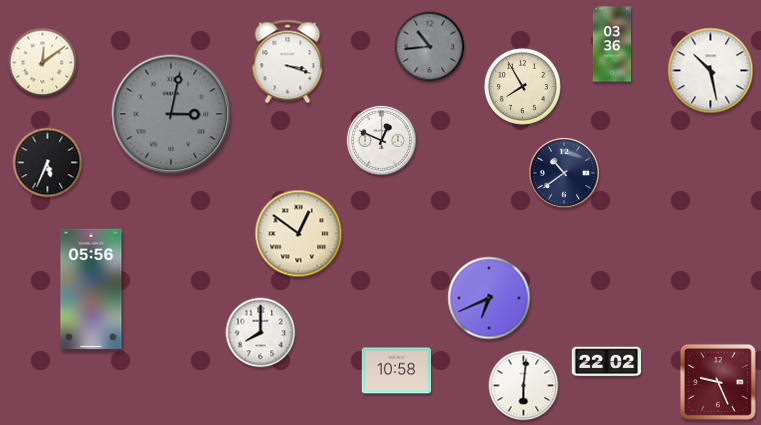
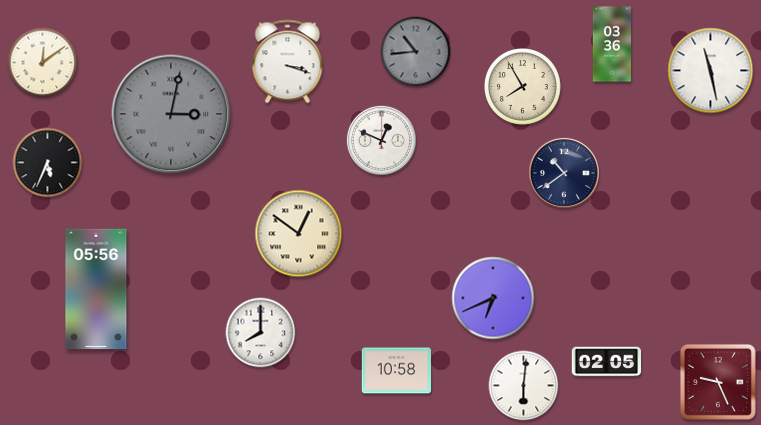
clock at (430, 47) position: (430, 47) -> (416, 52)
clock at (711, 71): 10:28 -> 11:28
clock at (91, 289) position: (91, 289) -> (96, 289)
clock at (489, 298) position: (489, 298) -> (493, 298)
clock at (607, 362): 22:02 -> 02:05
